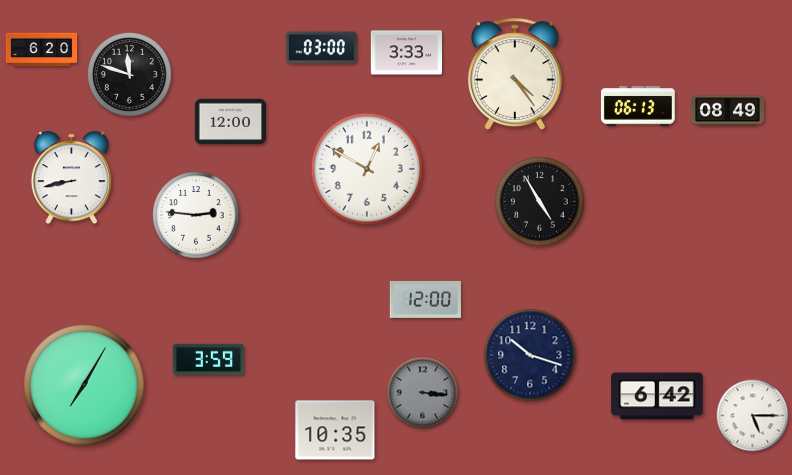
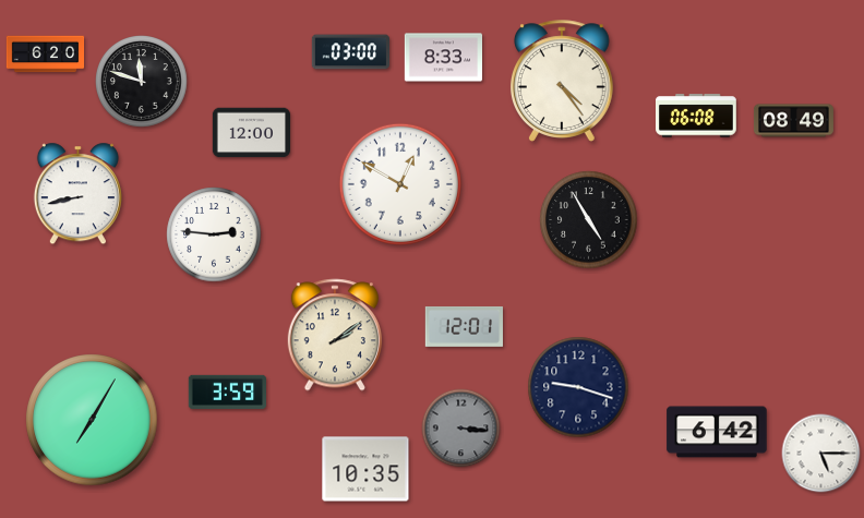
clock at (406, 53): 3:33 -> 8:33
clock at (638, 106): 06:13 -> 06:08
clock at (425, 299): 12:00 -> 12:01
clock at (335, 335): none -> 2:09
clock at (530, 355): 10:18 -> 9:18
